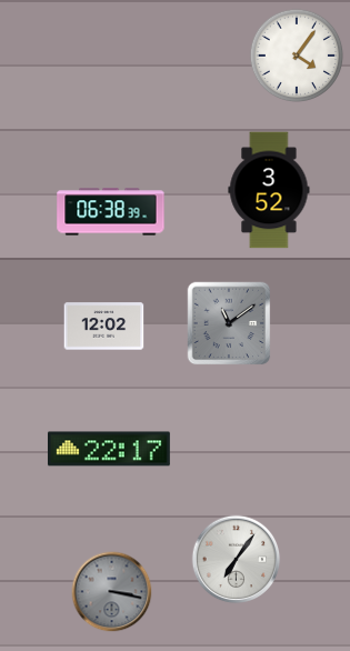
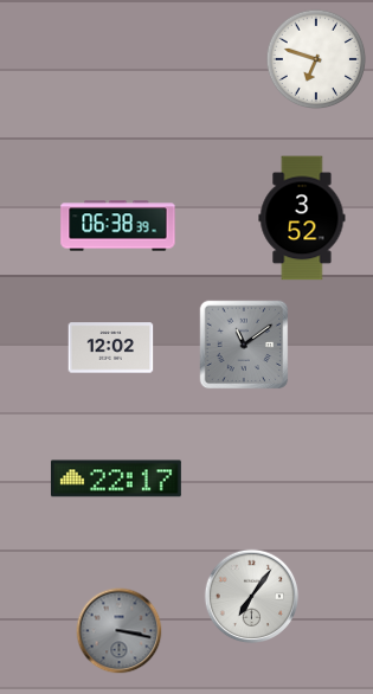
clock at (297, 56): 4:06 -> 6:48
clock at (269, 190) position: (269, 190) -> (302, 218)
